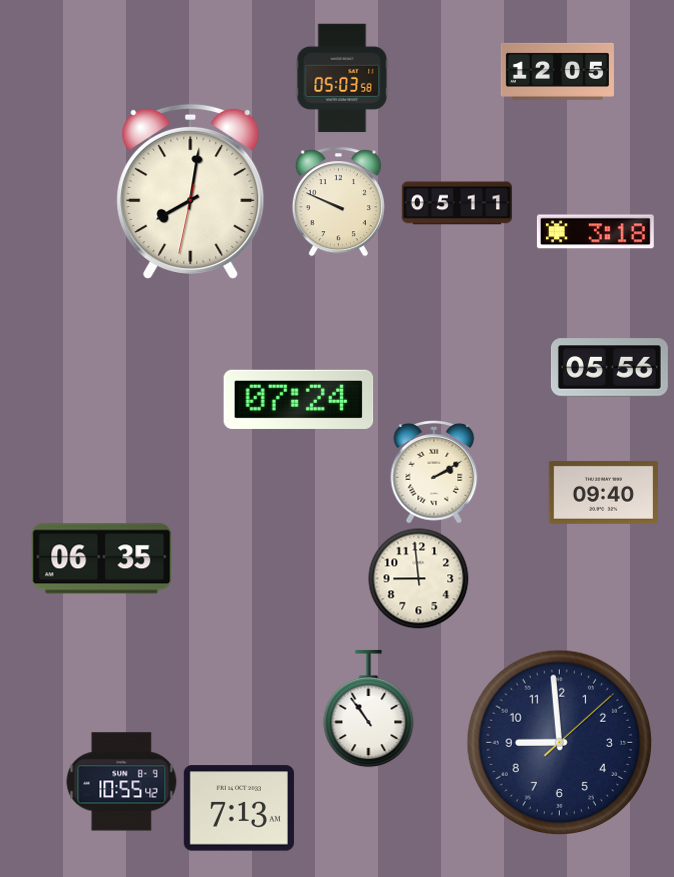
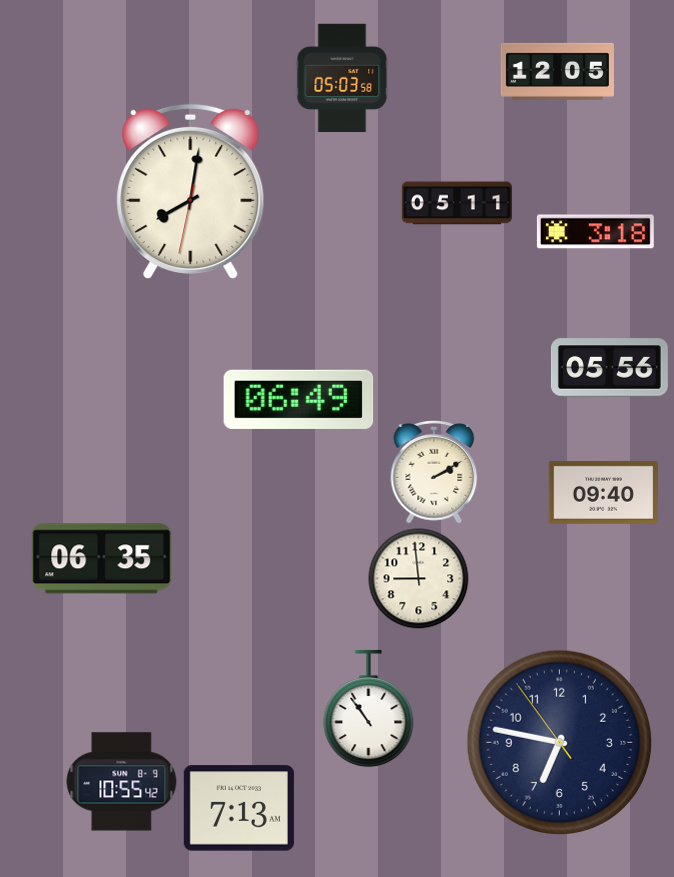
clock at (338, 202): 9:49 -> none
clock at (299, 399): 07:24 -> 06:49
clock at (559, 742): 8:59 -> 6:46
